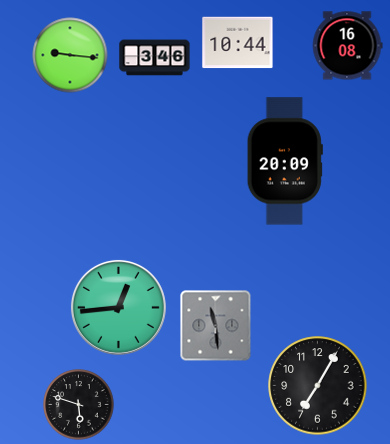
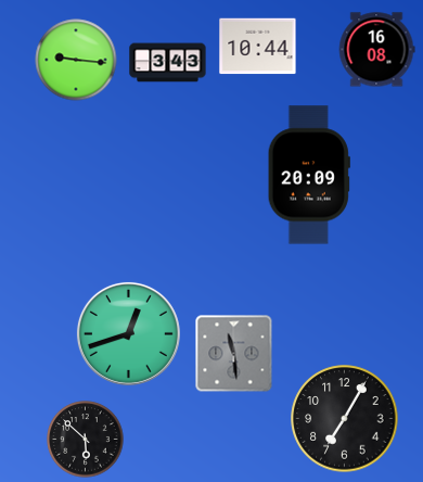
clock at (155, 58): 3:46 -> 3:43
clock at (118, 307): 12:44 -> 12:42
clock at (79, 405): 5:48 -> 5:52
